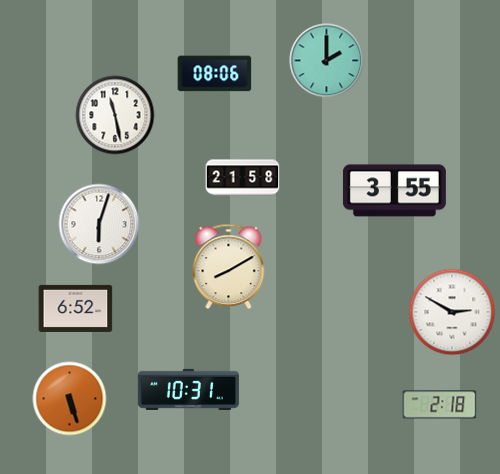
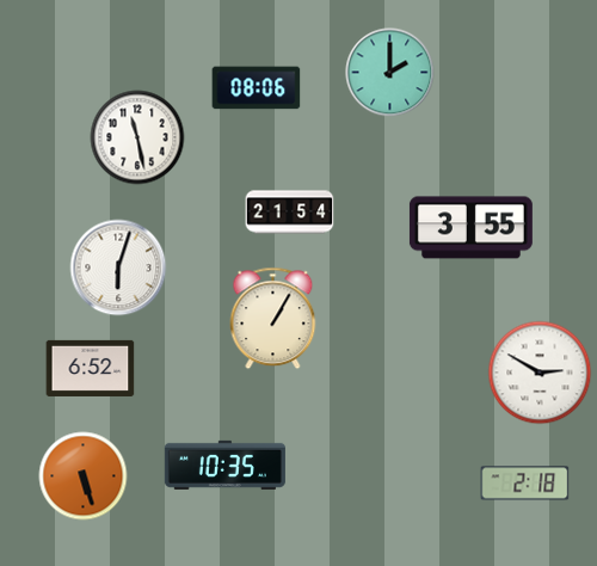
clock at (243, 178): 21:58 -> 21:54
clock at (229, 267): 8:10 -> 1:05
clock at (188, 389): 10:31 -> 10:35
